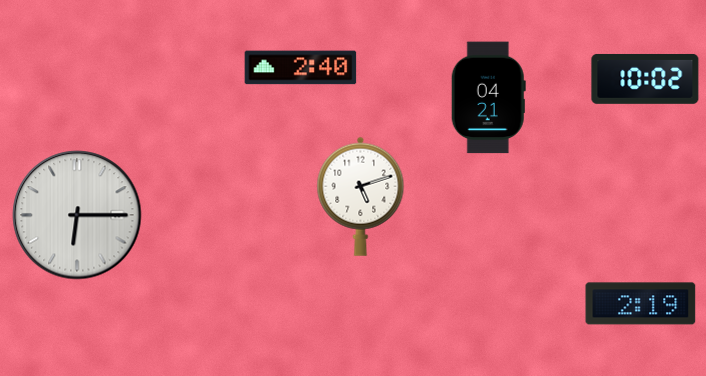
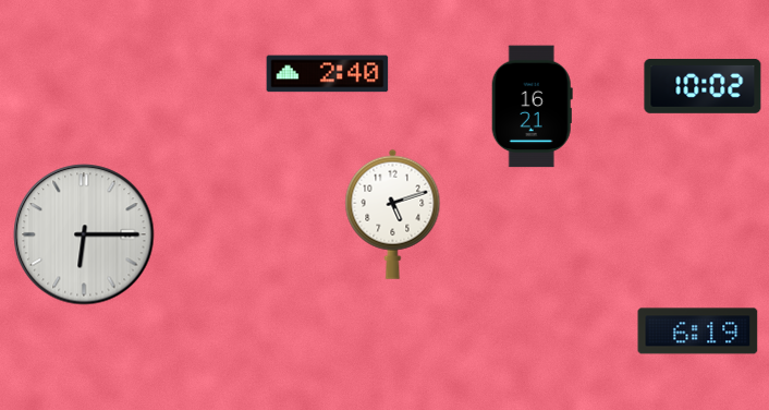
clock at (488, 98): 04:21 -> 16:21
clock at (641, 304): 2:19 -> 6:19
